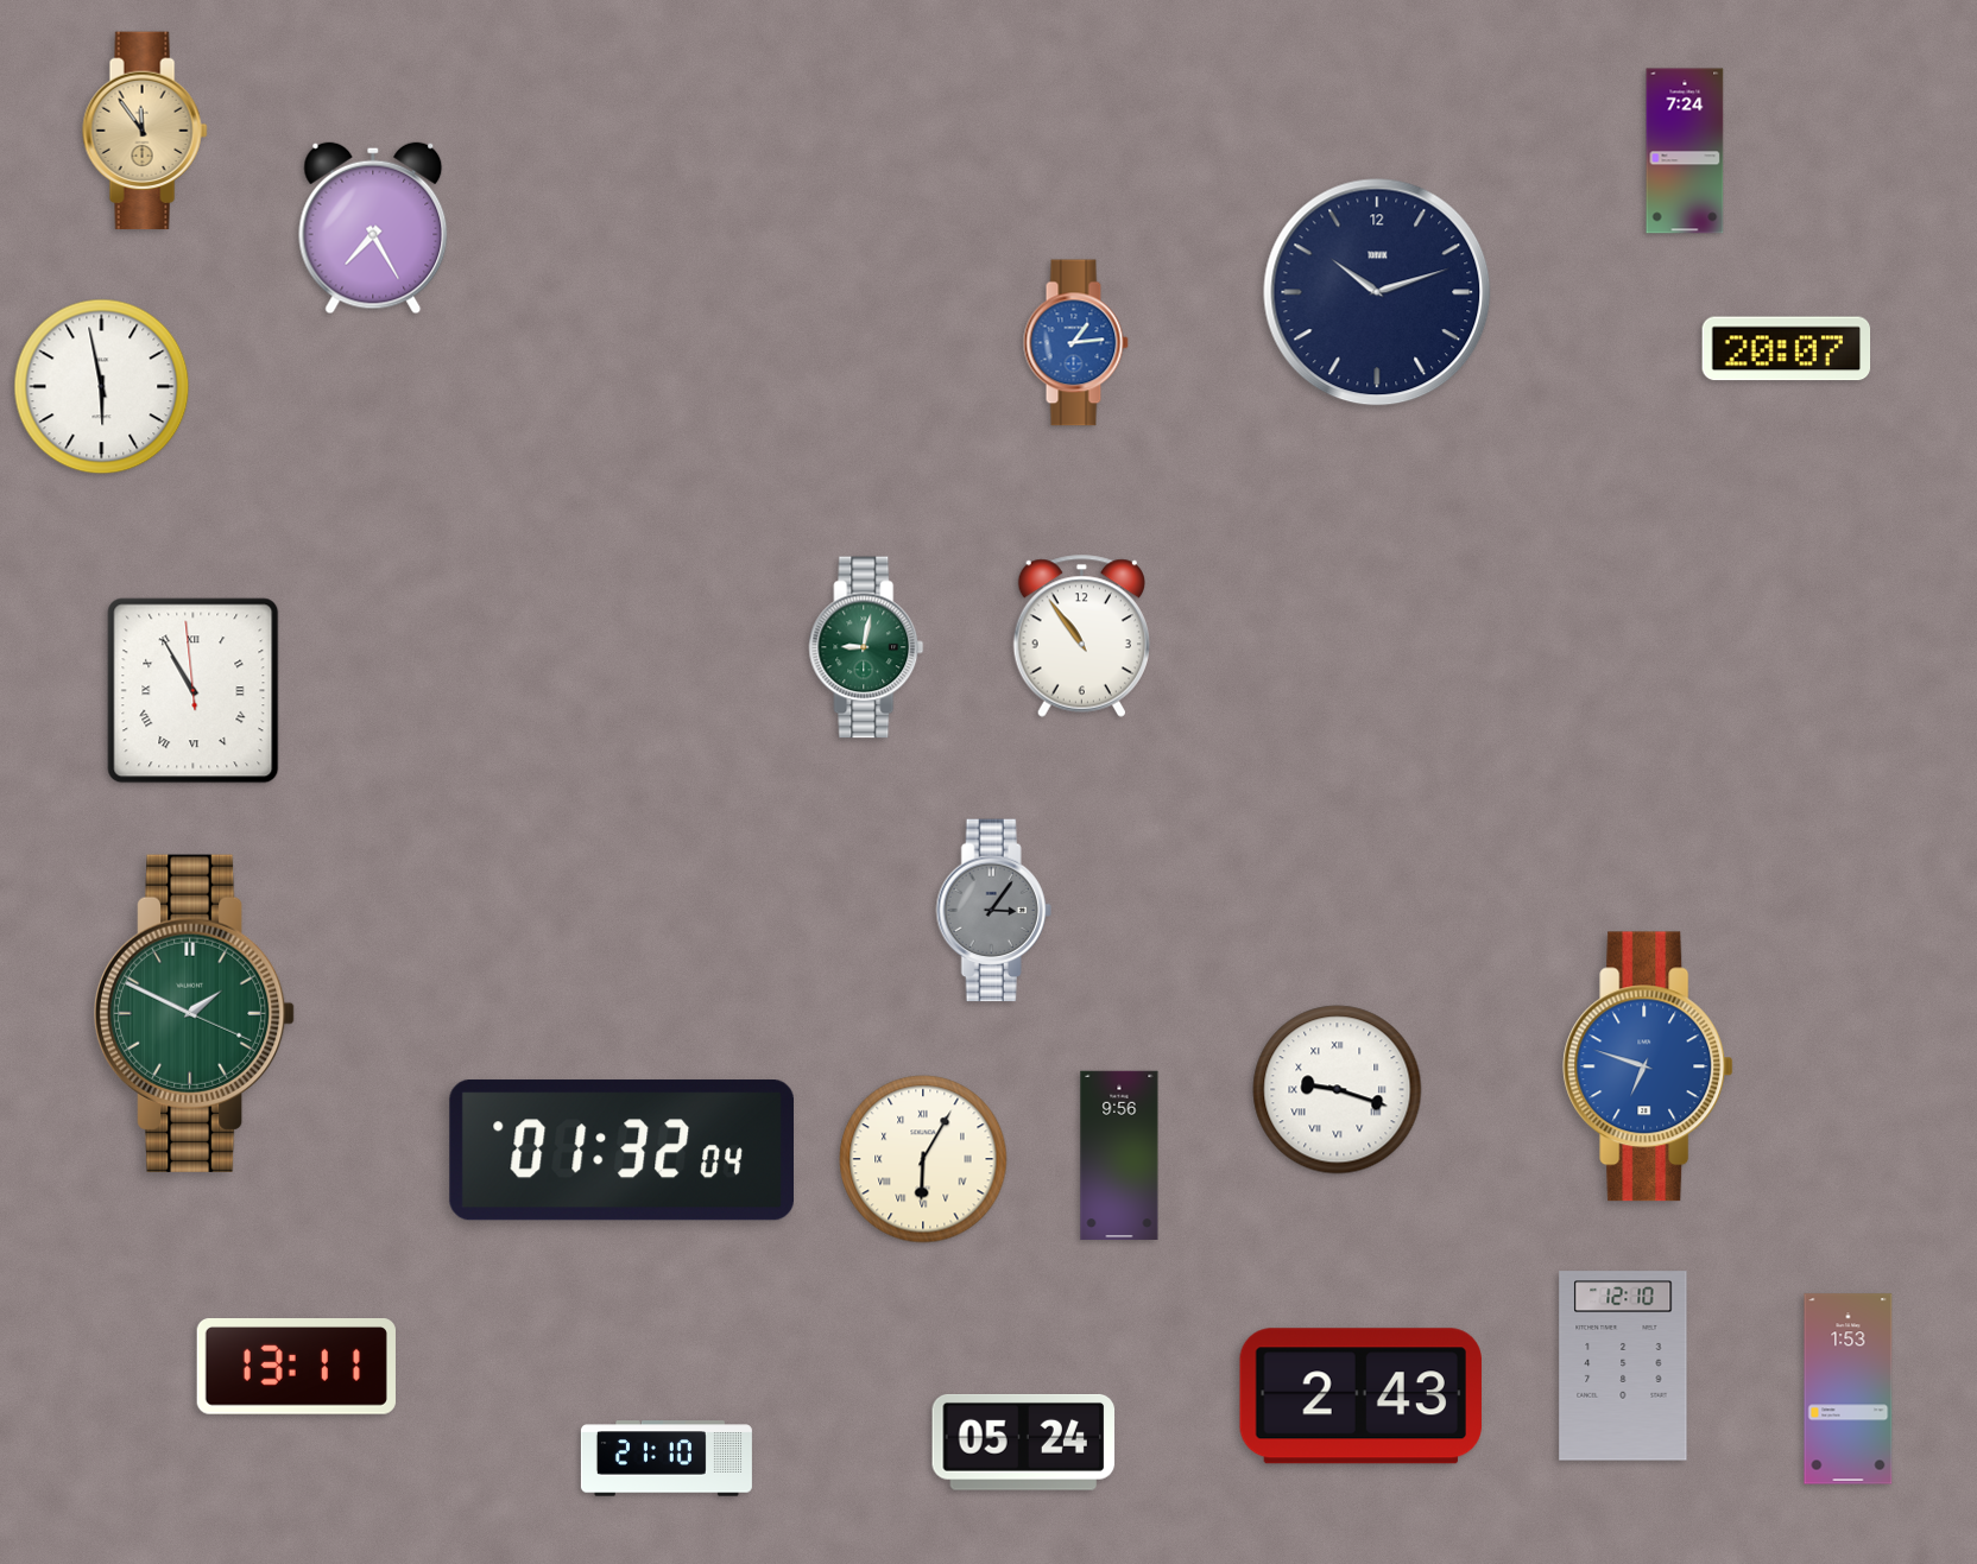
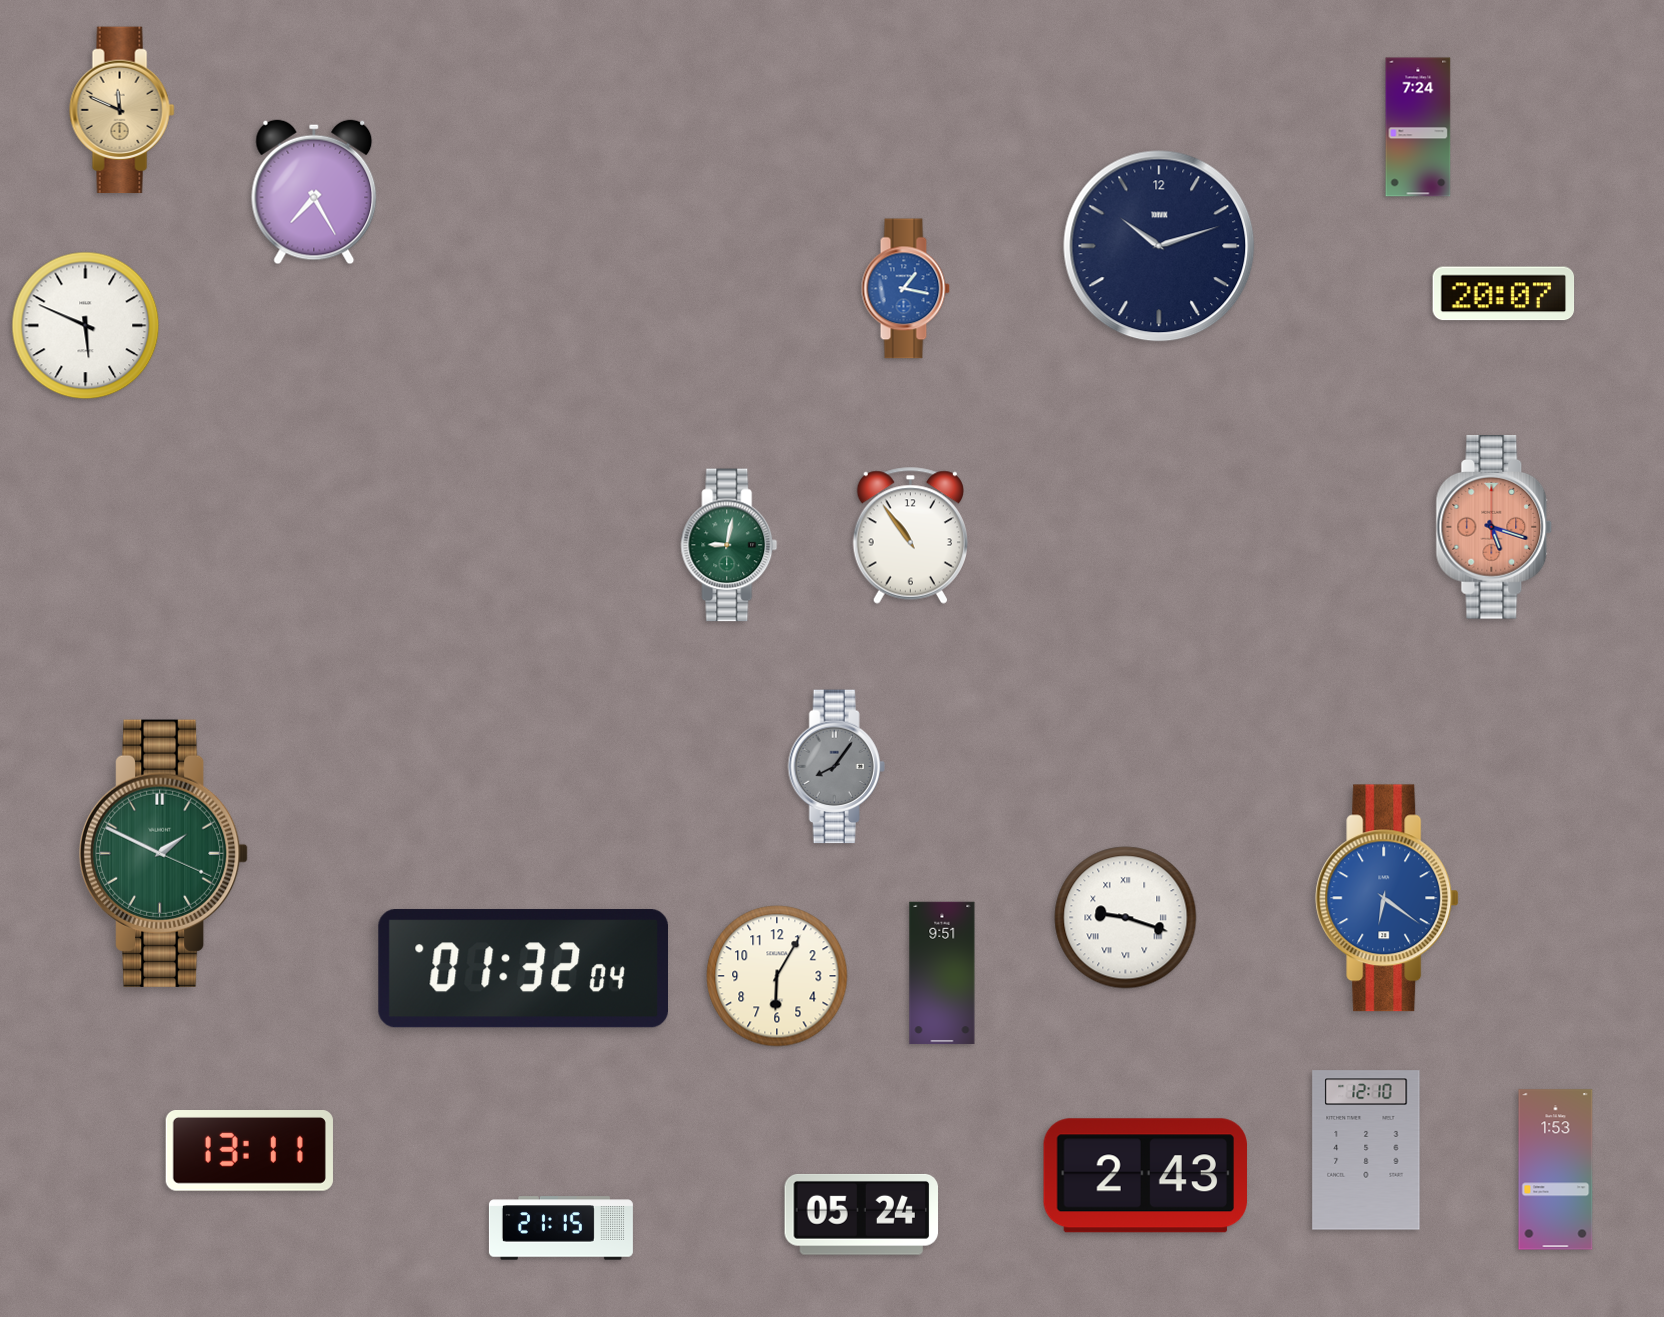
clock at (145, 131): 11:54 -> 11:49
clock at (1075, 343): 1:14 -> 1:17
clock at (102, 387): 5:58 -> 5:49
clock at (1494, 528): none -> 5:18
clock at (194, 691): 10:54 -> none
clock at (993, 911): 3:06 -> 8:06
clock at (1648, 1066): 6:48 -> 6:21
clock at (1119, 1155): 9:56 -> 9:51
clock at (923, 1159) numerals: Roman -> Arabic
clock at (667, 1458): 21:10 -> 21:15
